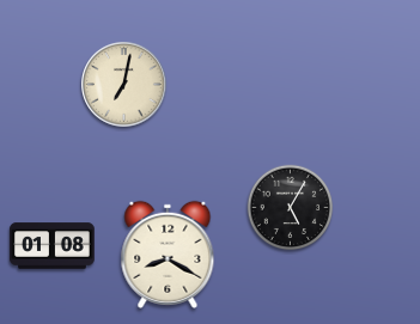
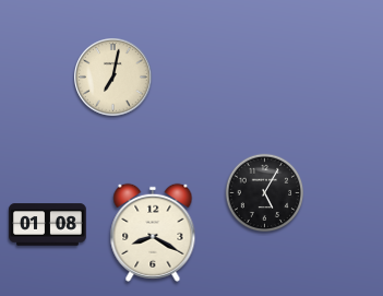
clock at (291, 208) position: (291, 208) -> (265, 193)
